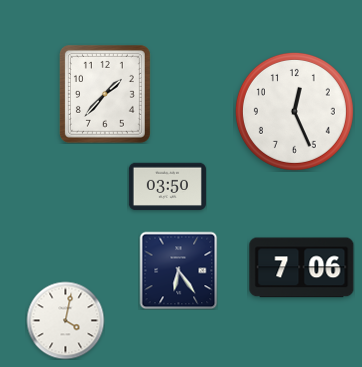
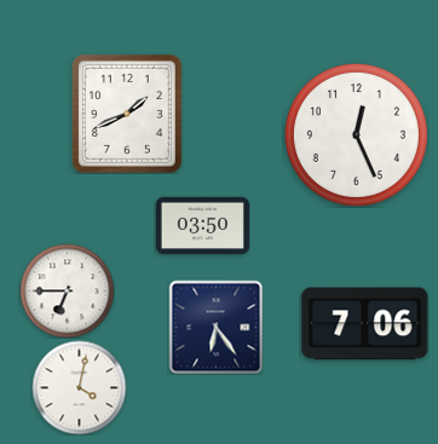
clock at (105, 94): 1:37 -> 1:41
clock at (67, 290): none -> 6:45
